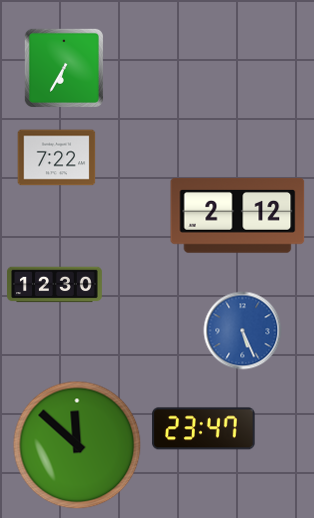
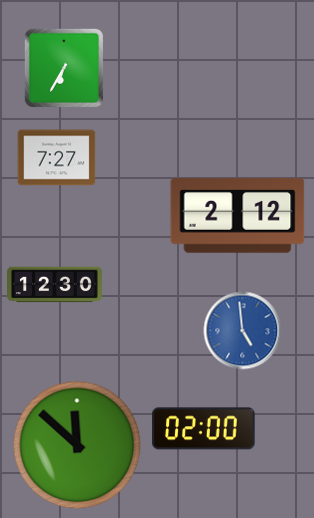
clock at (56, 158): 7:22 -> 7:27
clock at (242, 330): 5:26 -> 4:59
clock at (204, 429): 23:47 -> 02:00
